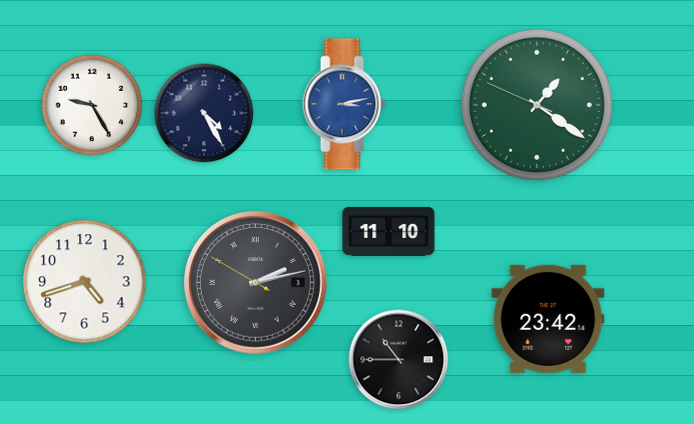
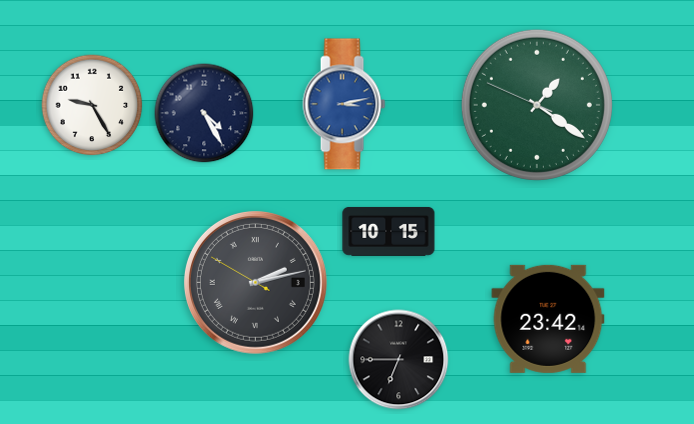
clock at (389, 231): 11:10 -> 10:15
clock at (85, 282): 4:42 -> none
clock at (399, 360): 10:45 -> 6:45
